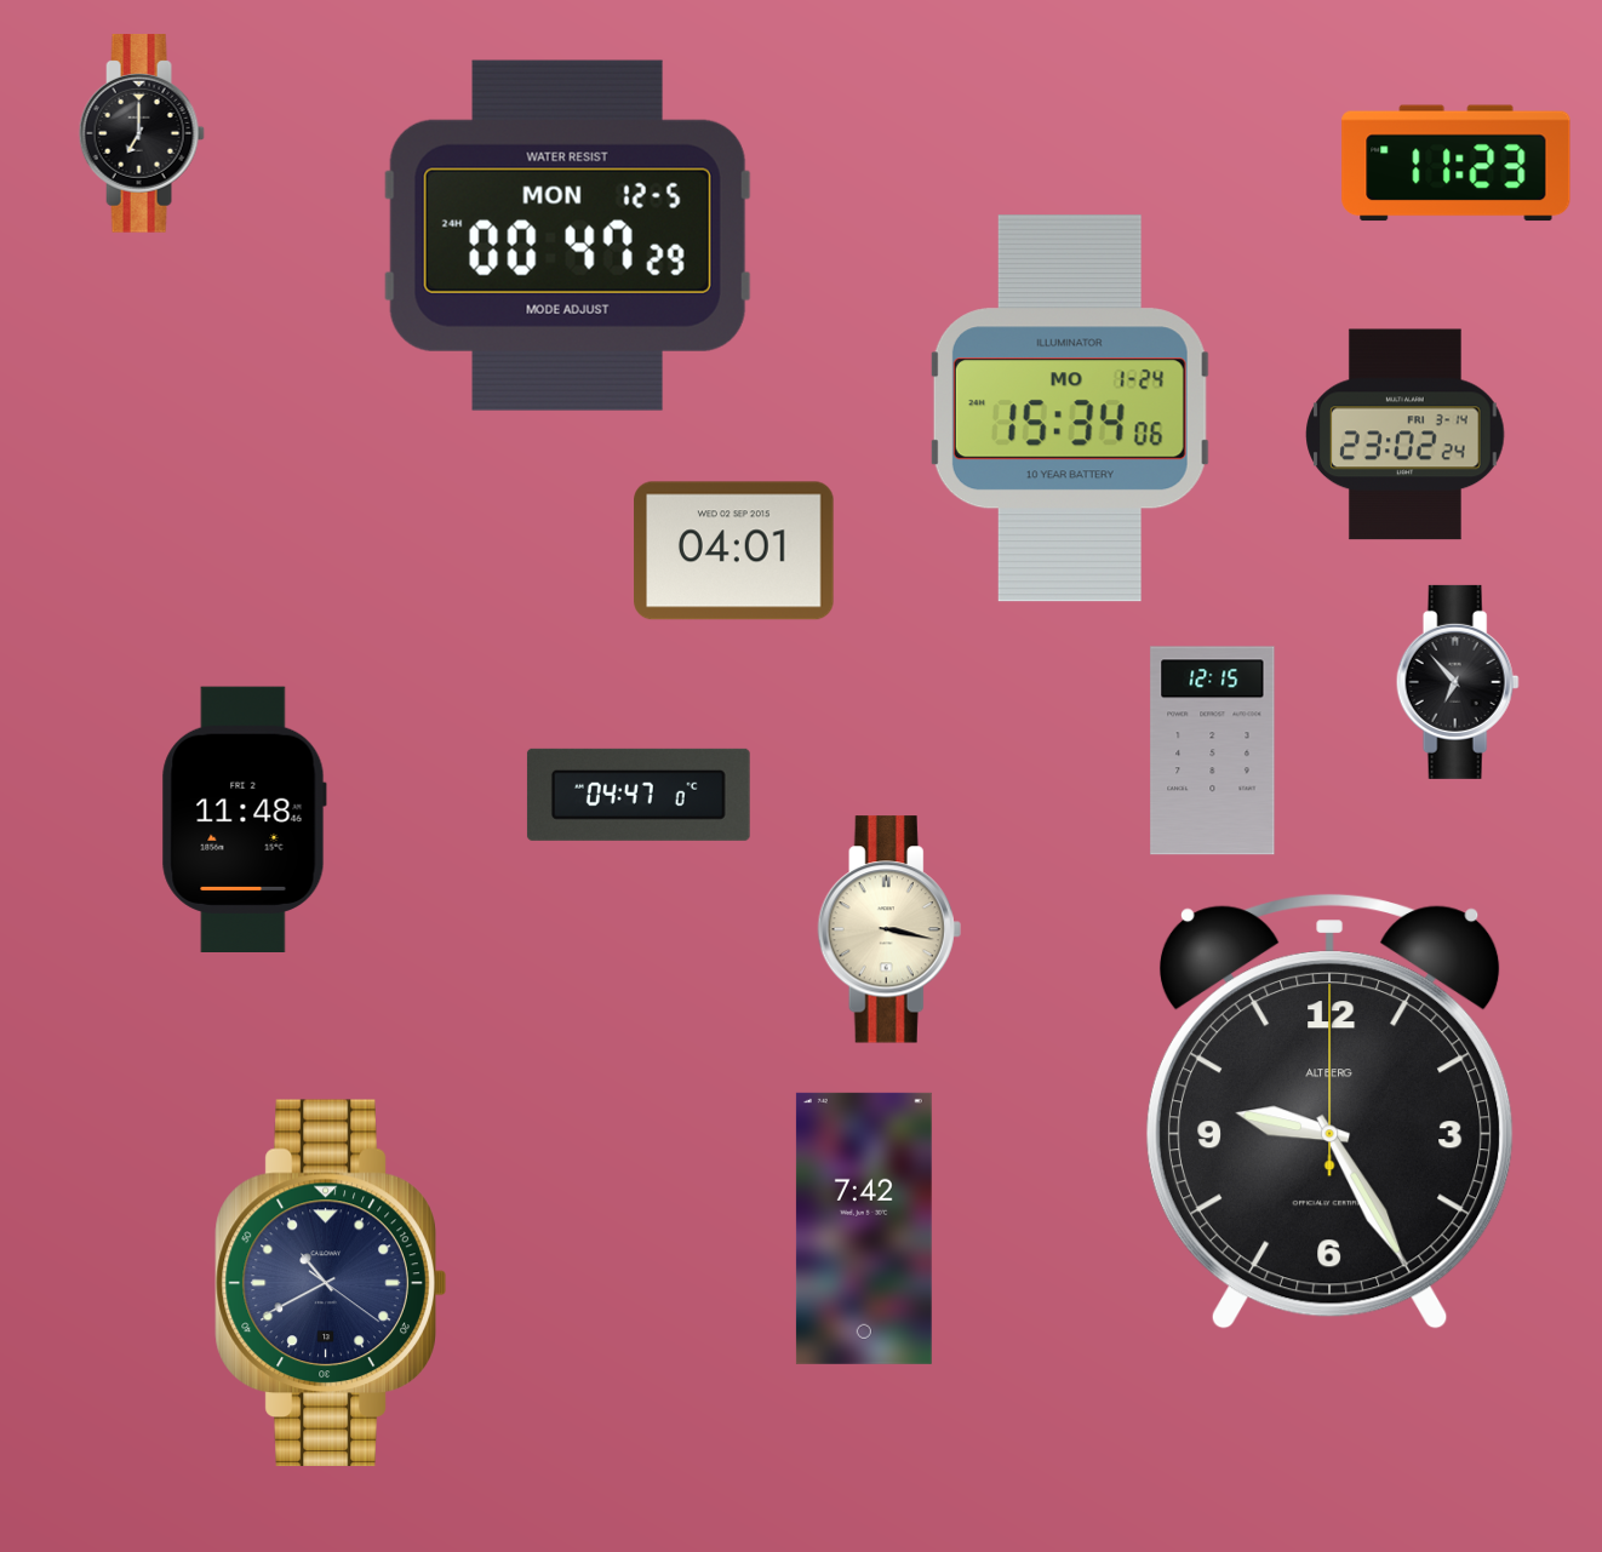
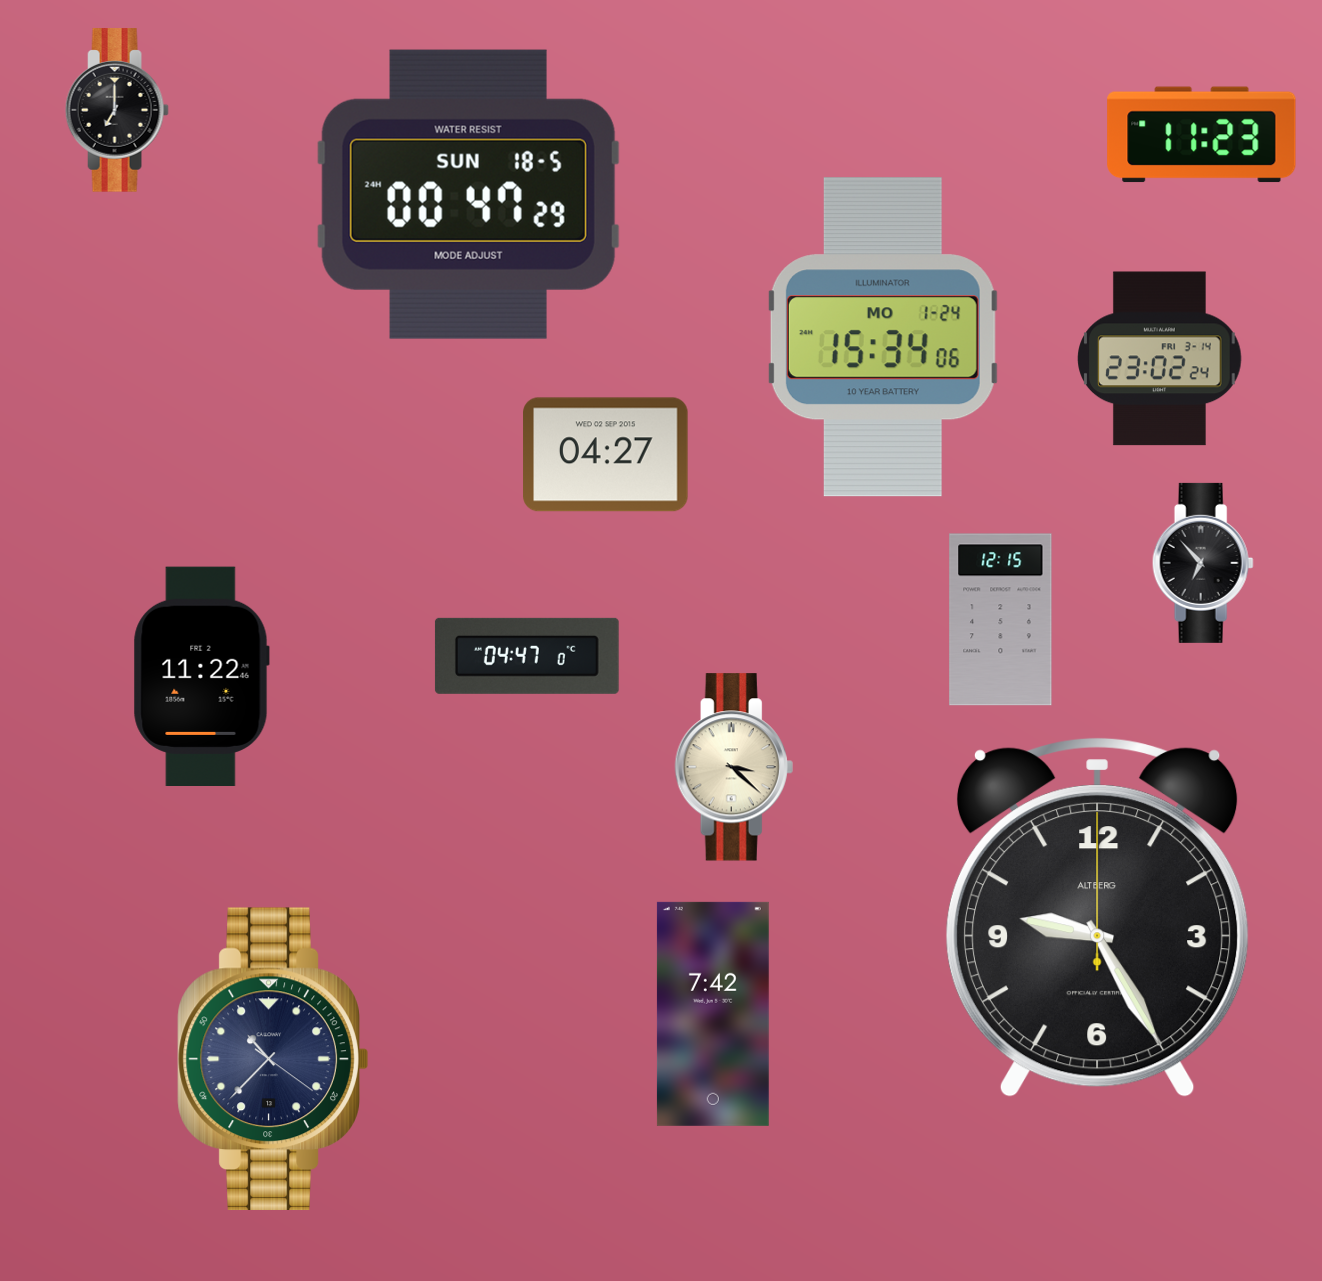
clock at (567, 235) date: MON 12-5 -> SUN 18-5
clock at (734, 551): 04:01 -> 04:27
clock at (244, 819): 11:48 -> 11:22
clock at (889, 929): 3:17 -> 3:22
clock at (331, 1283): 10:40 -> 10:37
